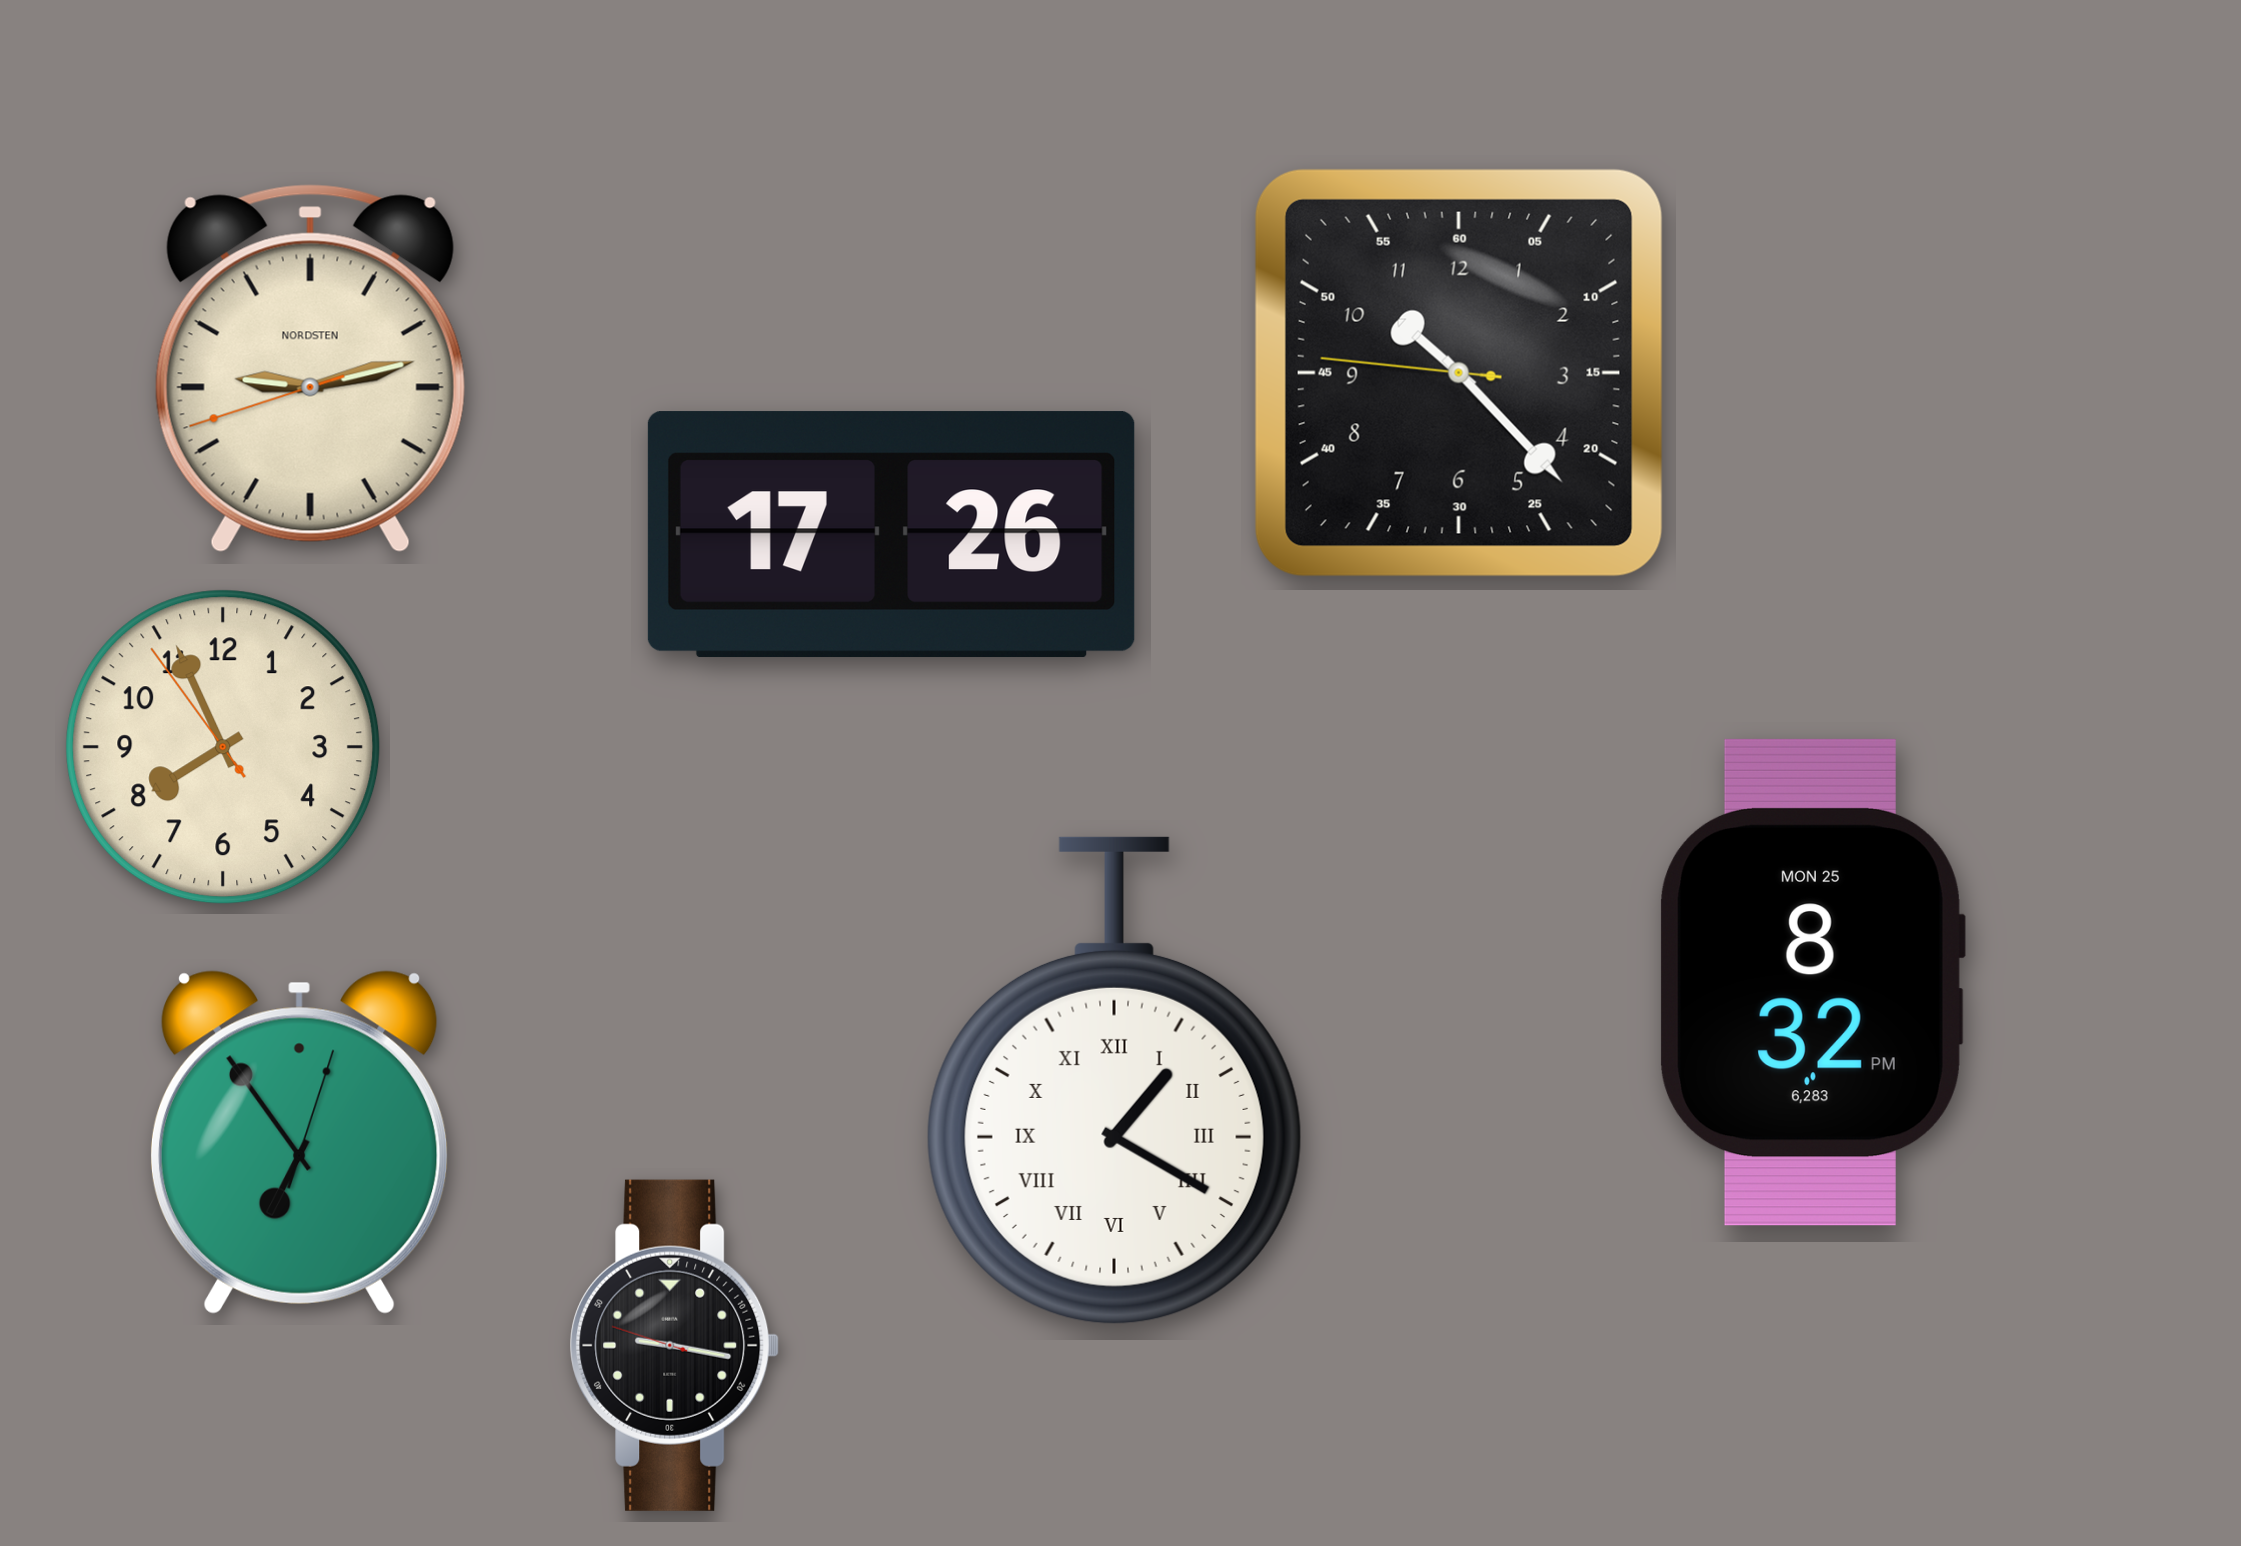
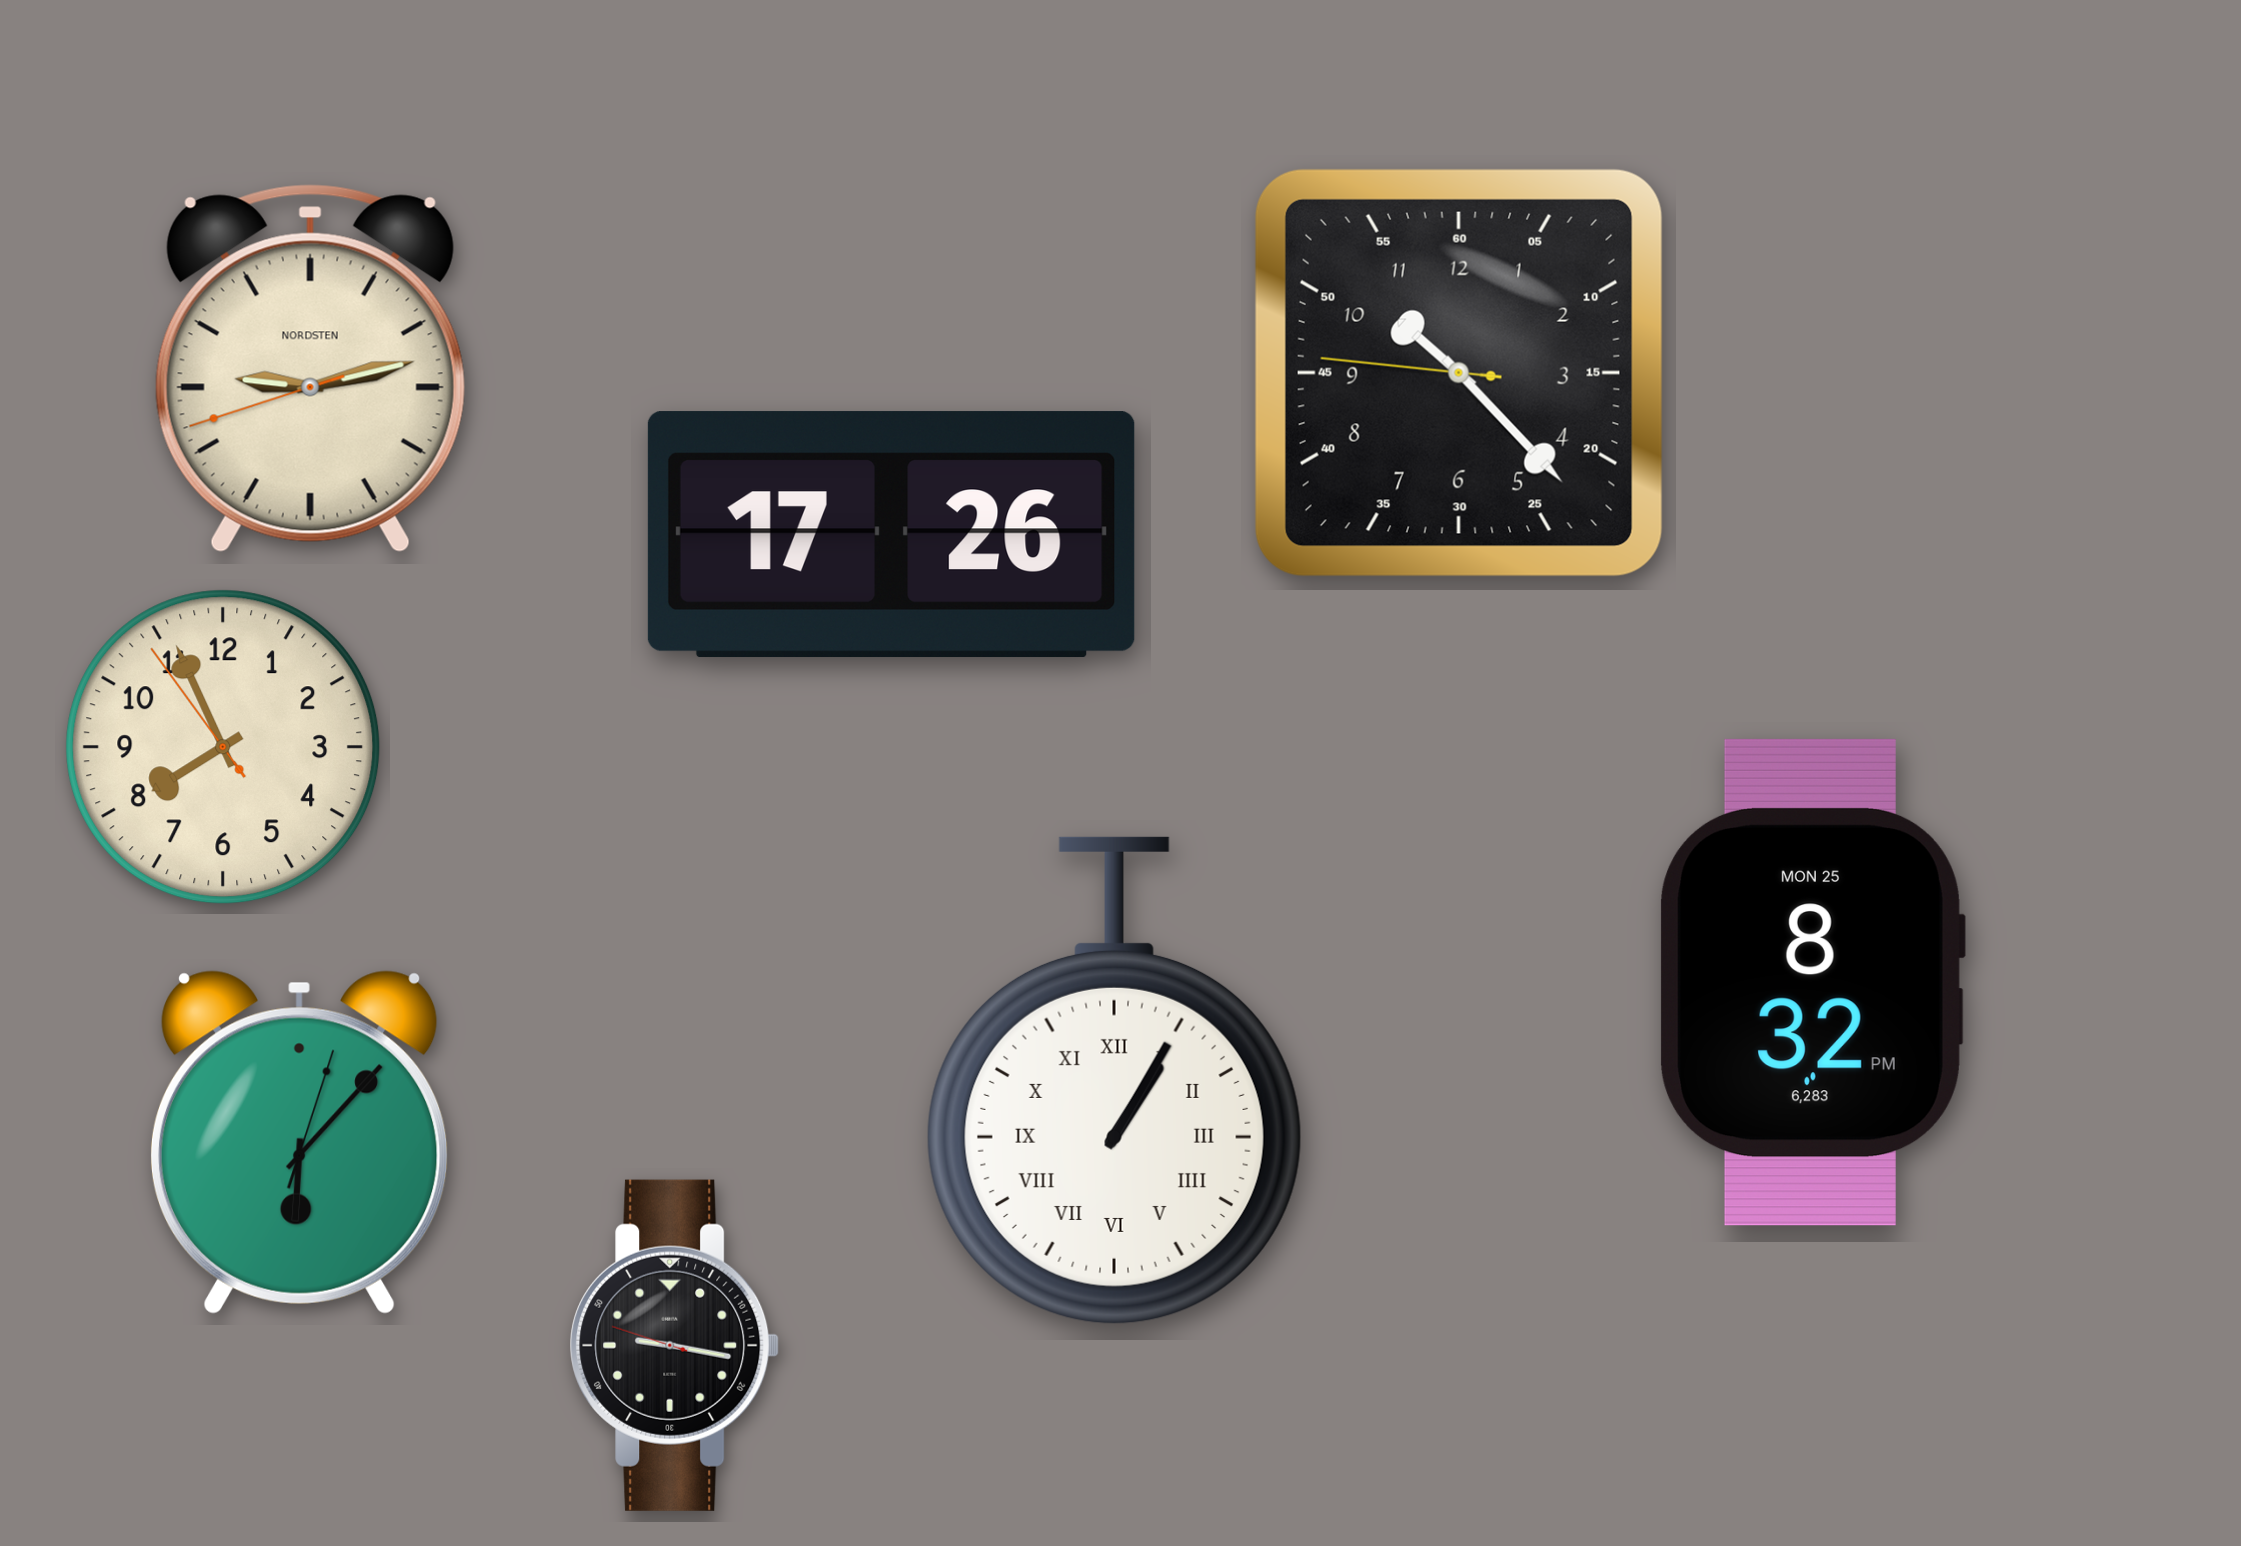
clock at (1114, 1080): 1:20 -> 1:05
clock at (299, 1142): 6:54 -> 6:07
